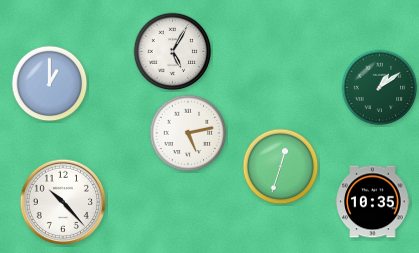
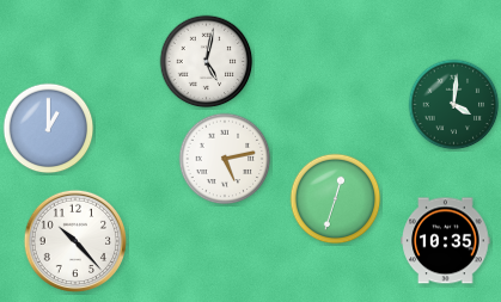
clock at (173, 52): 5:05 -> 5:02
clock at (50, 84) position: (50, 84) -> (49, 129)
clock at (380, 88): 1:09 -> 4:01
